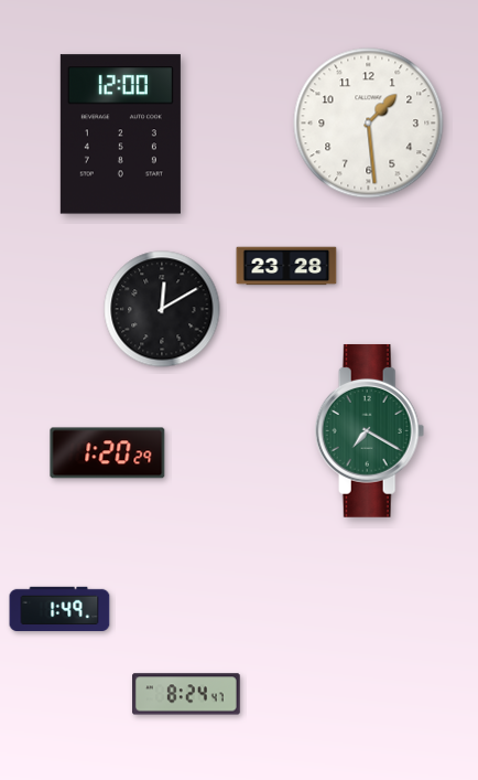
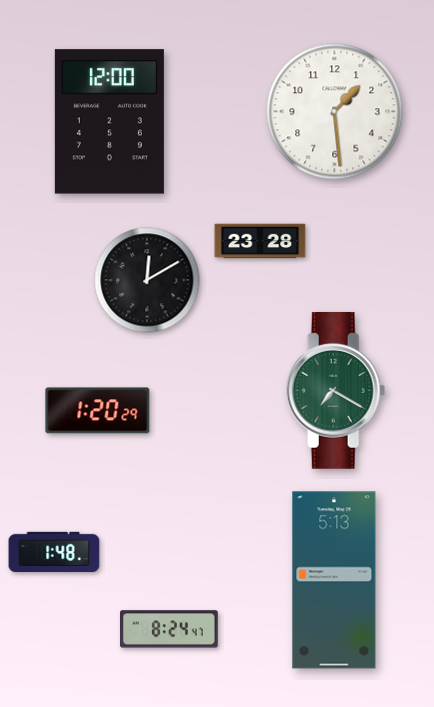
clock at (59, 609): 1:49 -> 1:48
clock at (334, 580): none -> 5:13
